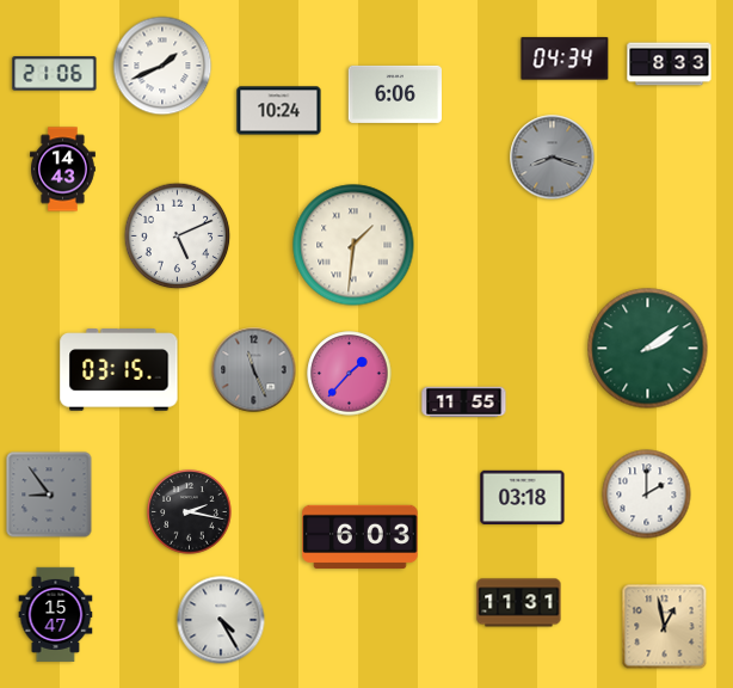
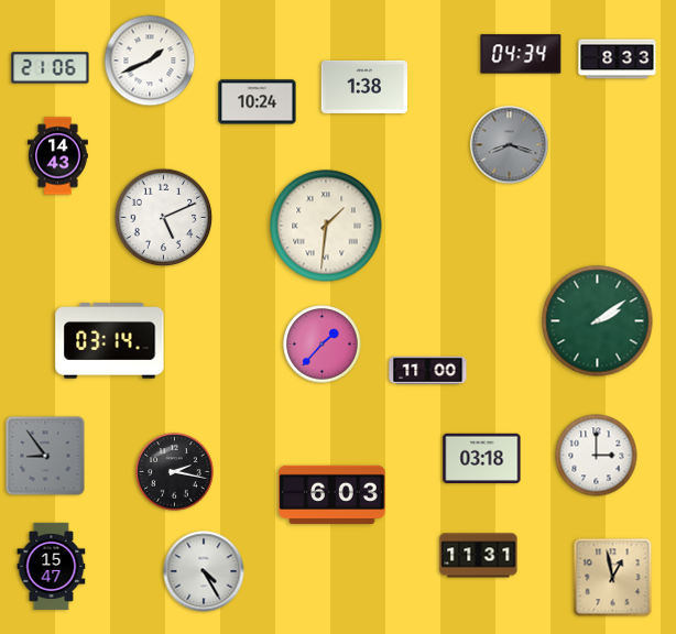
clock at (394, 94): 6:06 -> 1:38
clock at (119, 370): 03:15 -> 03:14
clock at (254, 370): 11:26 -> none
clock at (464, 403): 11:55 -> 11:00
clock at (647, 494): 2:00 -> 3:00
